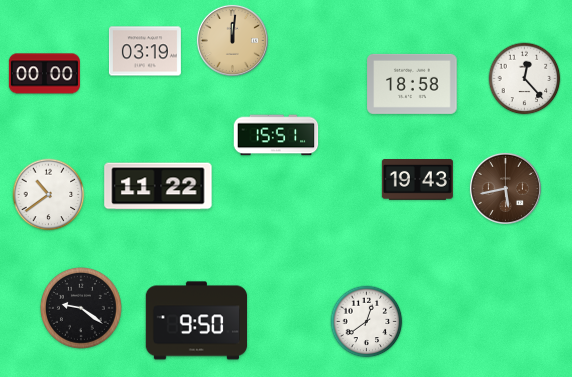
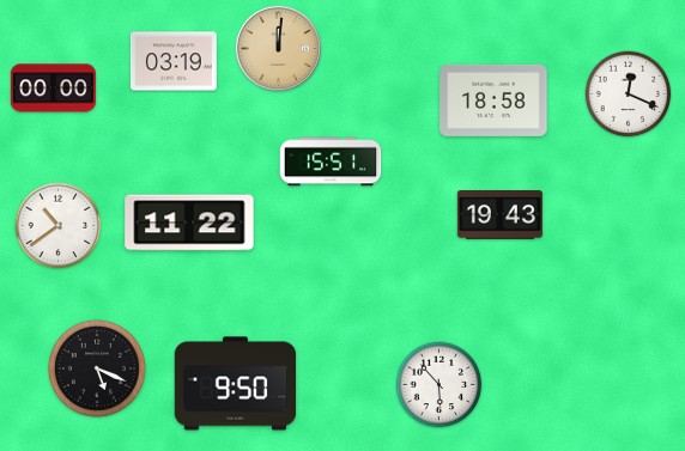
clock at (525, 79): 12:23 -> 12:19
clock at (505, 188): 5:43 -> none
clock at (49, 195) position: (49, 195) -> (59, 226)
clock at (82, 309): 9:21 -> 5:19
clock at (367, 322): 12:39 -> 5:53
